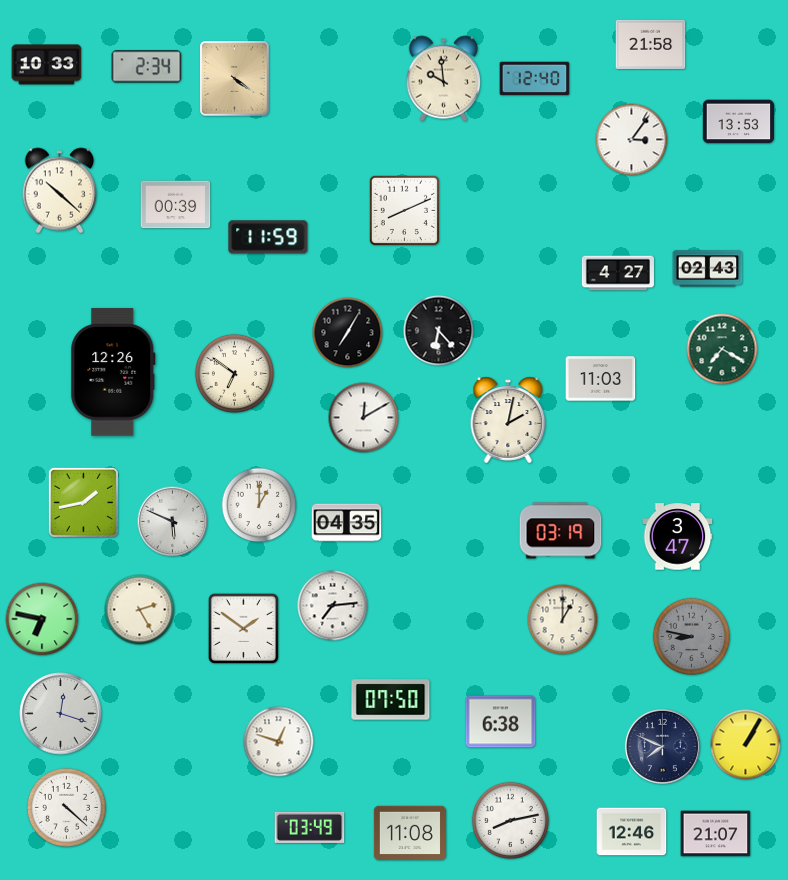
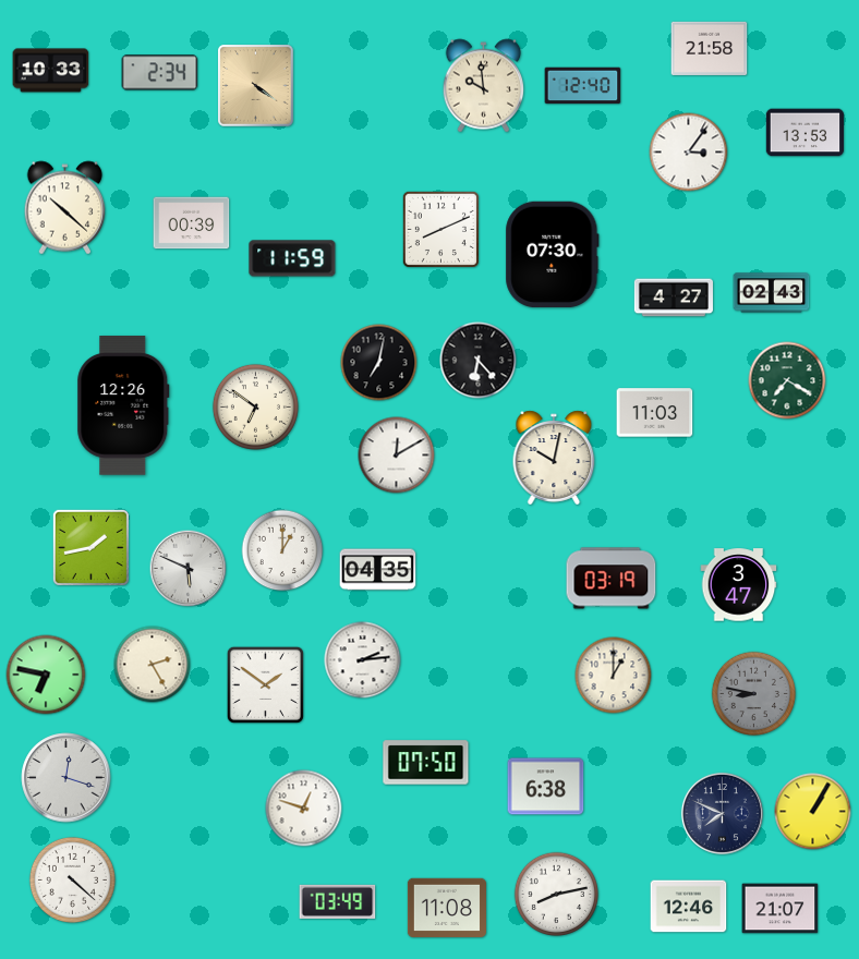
clock at (553, 255): none -> 07:30
clock at (348, 333): 7:05 -> 7:02
clock at (508, 420): 2:02 -> 10:02
clock at (333, 606): 7:14 -> 2:14
